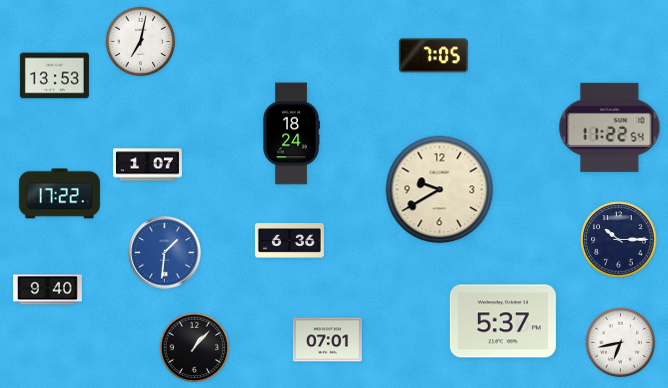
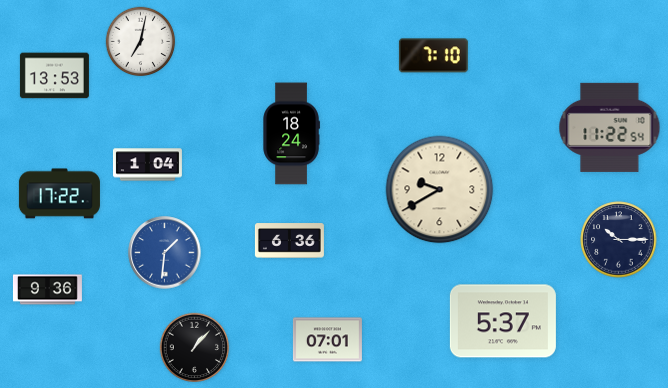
clock at (433, 56): 7:05 -> 7:10
clock at (147, 165): 1:07 -> 1:04
clock at (47, 290): 9:40 -> 9:36
clock at (621, 343): 6:43 -> none
